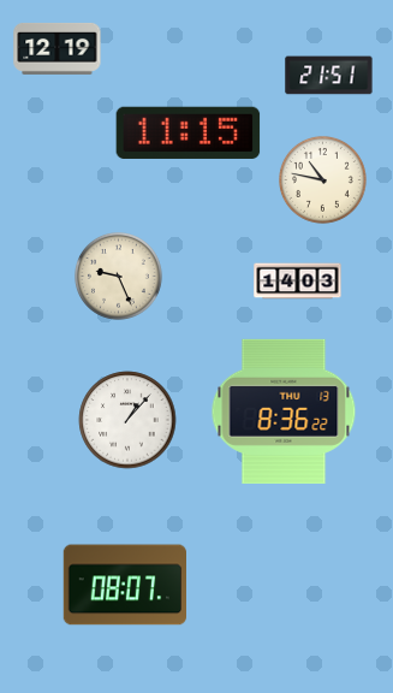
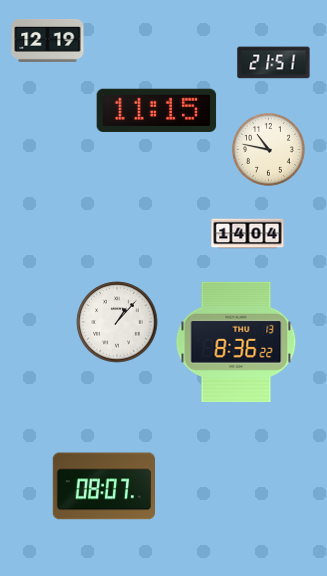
clock at (119, 277): 9:26 -> none
clock at (298, 282): 14:03 -> 14:04
clock at (127, 420) position: (127, 420) -> (117, 322)
